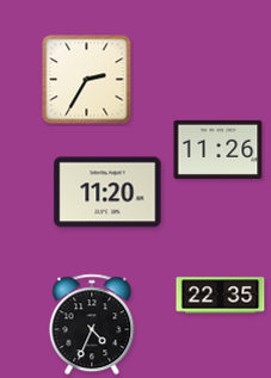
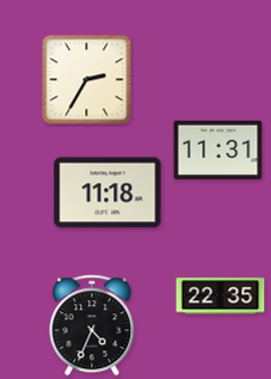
clock at (218, 149): 11:26 -> 11:31
clock at (107, 192): 11:20 -> 11:18
